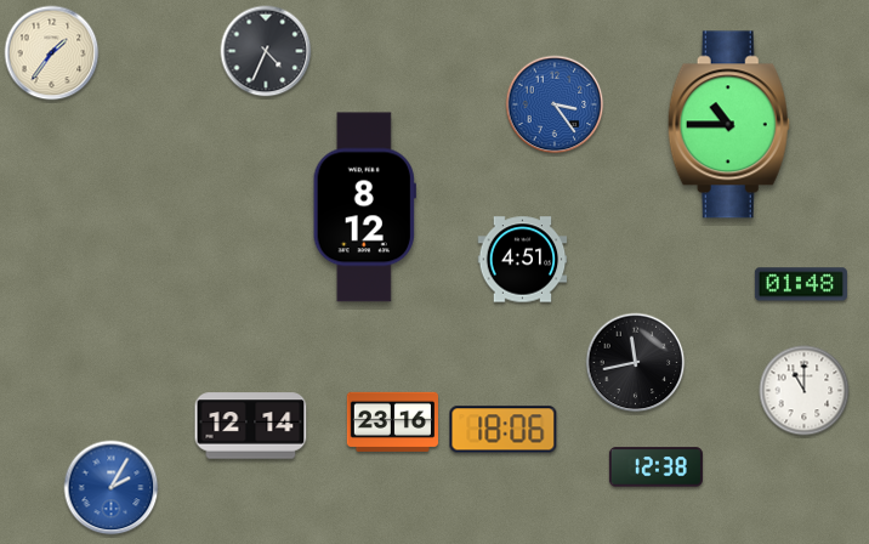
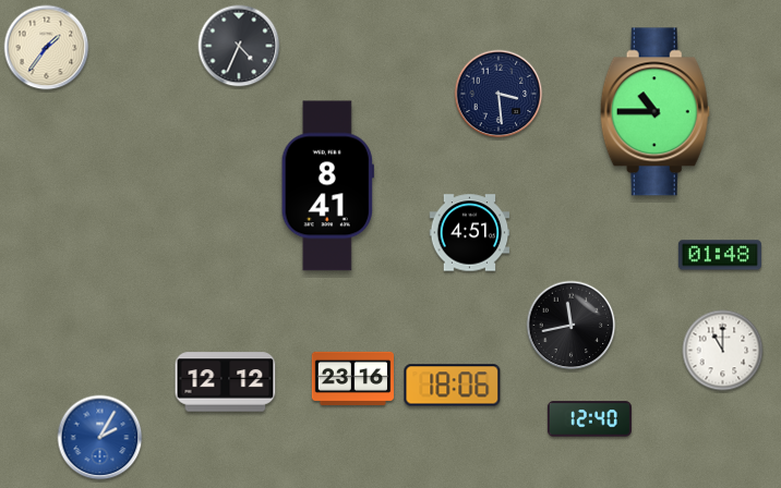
clock at (555, 104): 3:24 -> 3:29
clock at (555, 104) dial: blue -> navy
clock at (364, 208): 8:12 -> 8:41
clock at (251, 426): 12:14 -> 12:12
clock at (655, 467): 12:38 -> 12:40
